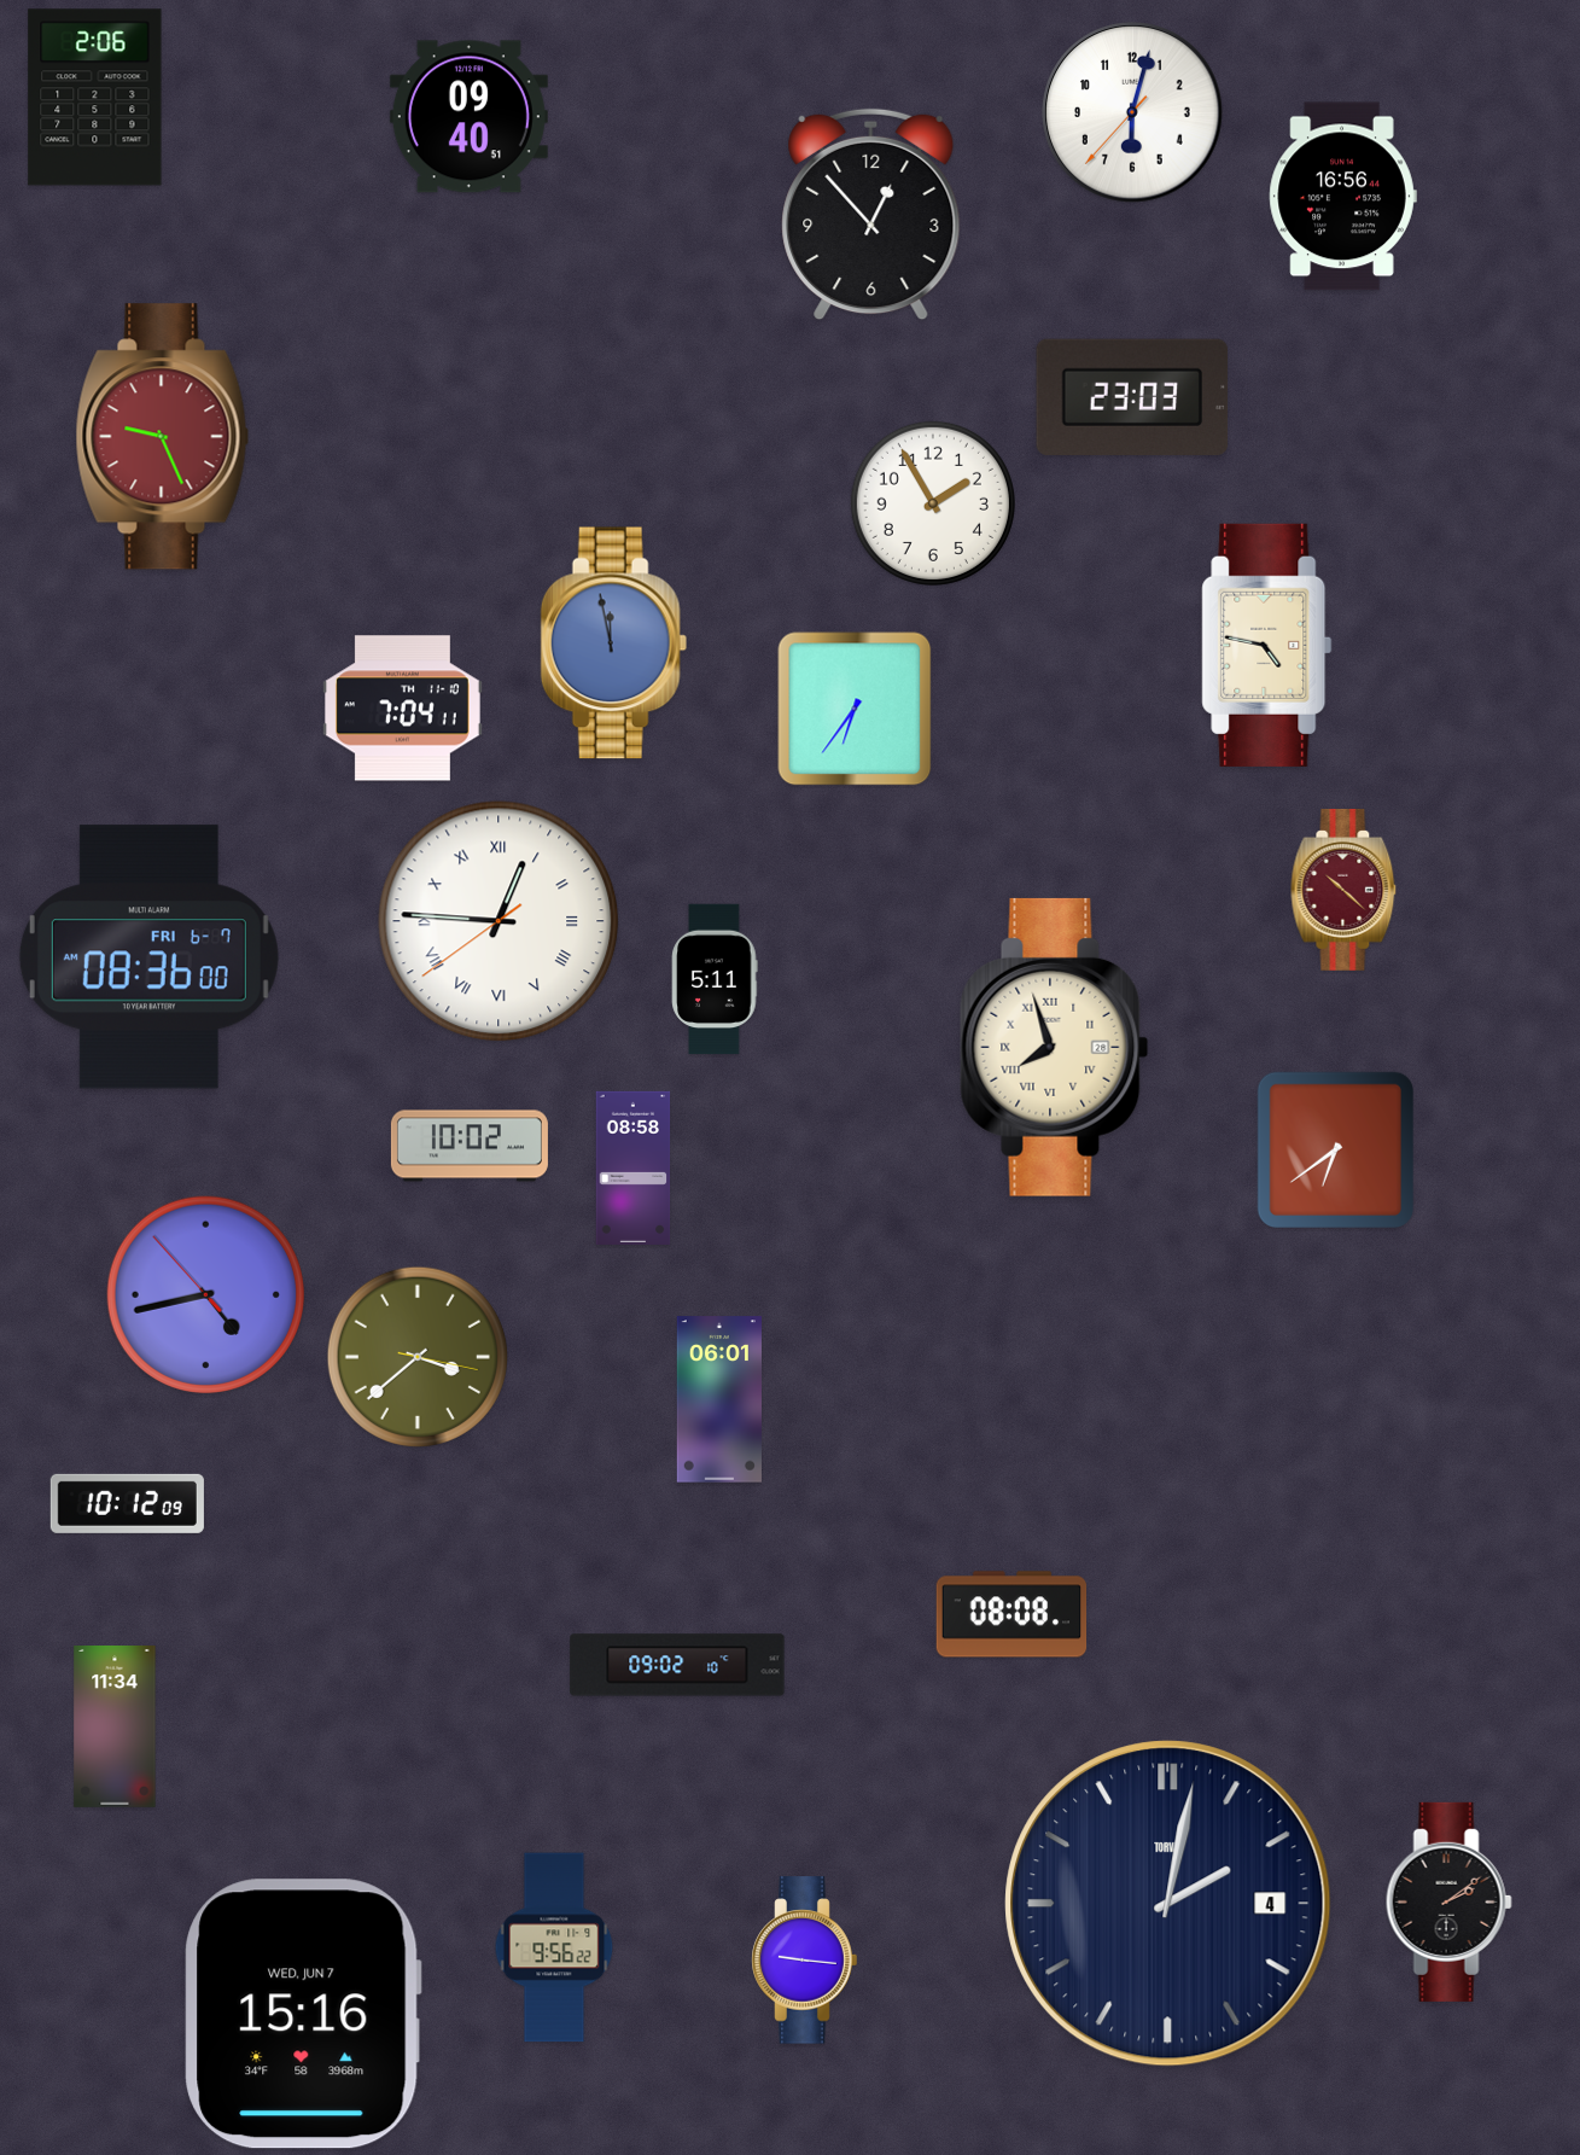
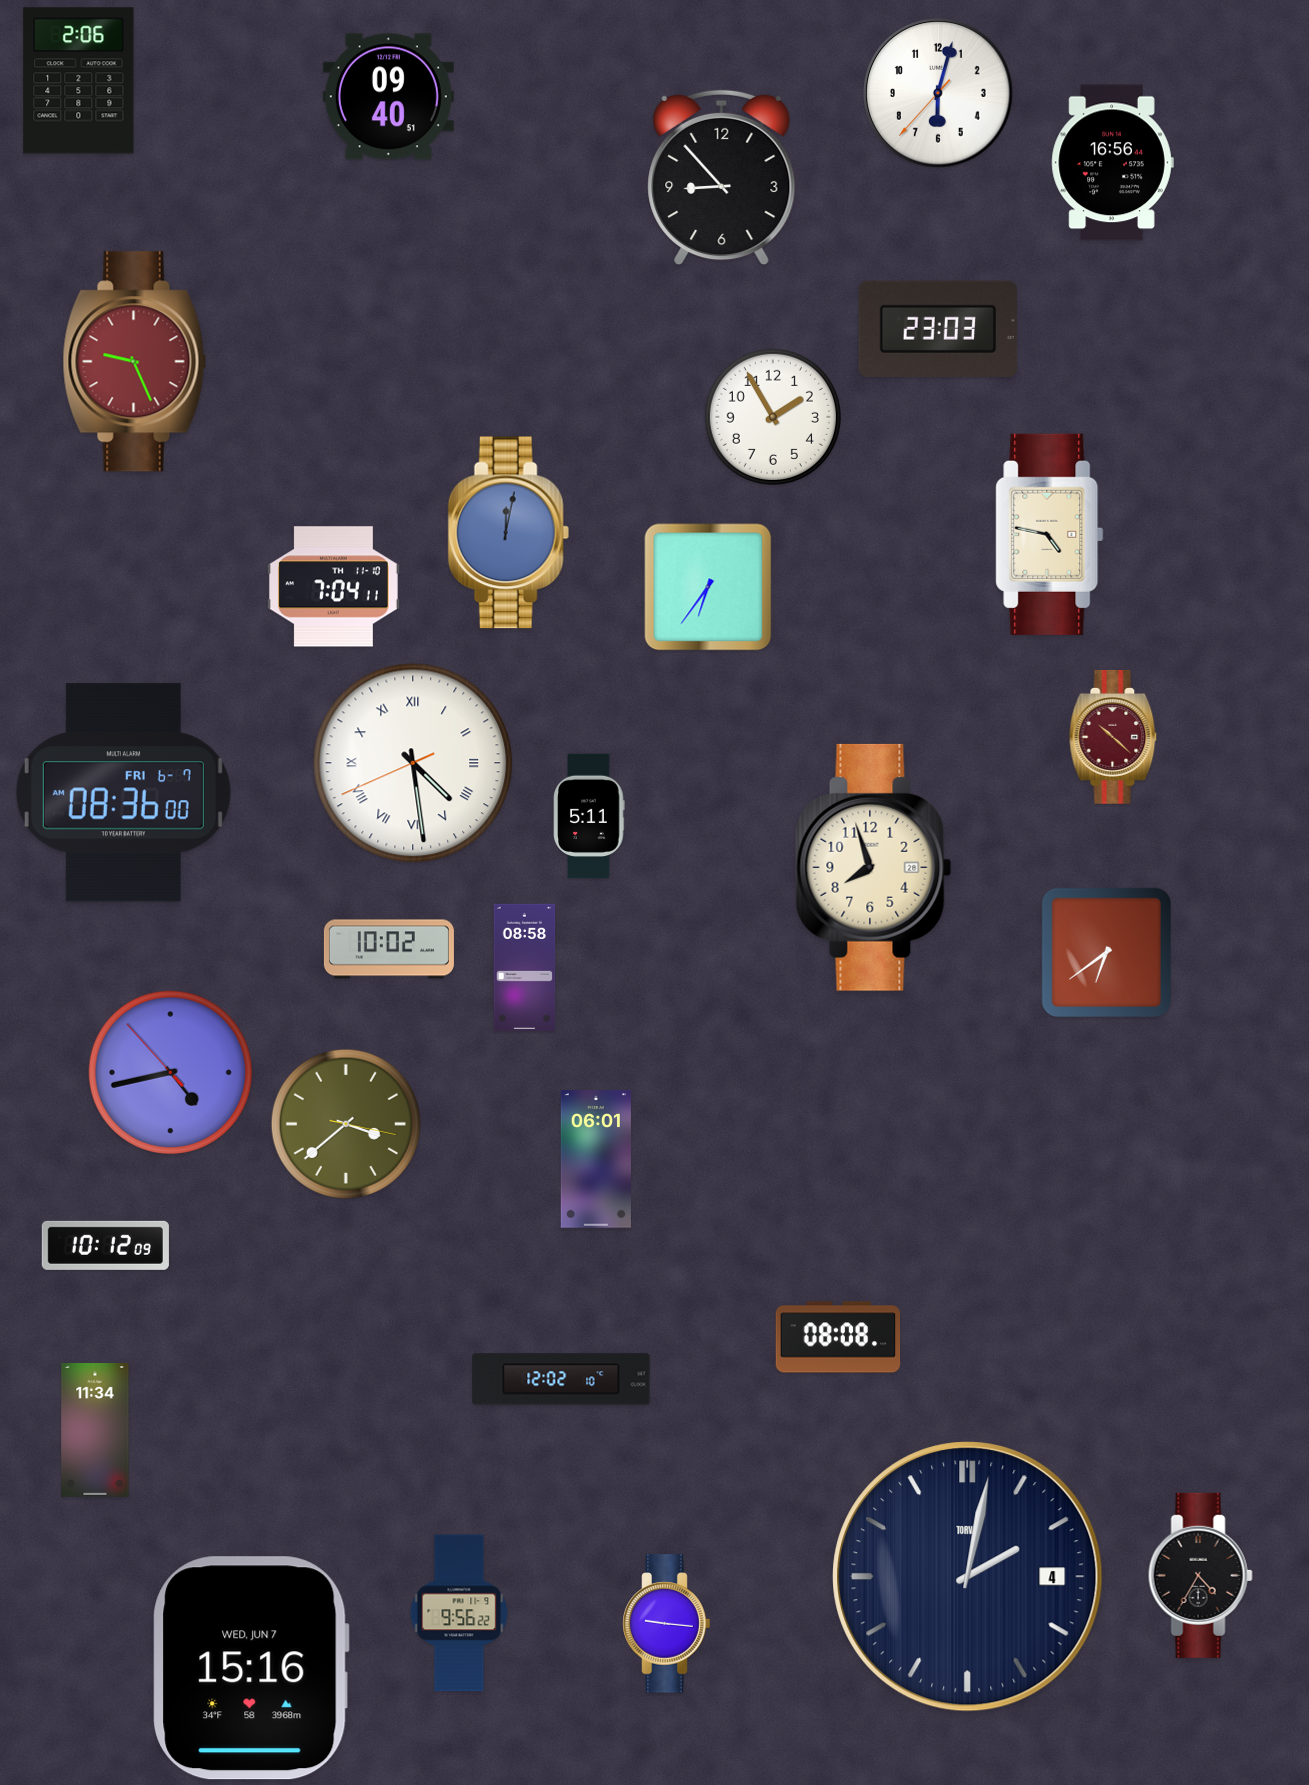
clock at (871, 215): 12:53 -> 8:53
clock at (613, 643): 11:58 -> 12:02
clock at (499, 921): 12:45 -> 4:28
clock at (715, 979) position: (715, 979) -> (589, 816)
clock at (1055, 1047) numerals: Roman -> Arabic
clock at (677, 1665): 09:02 -> 12:02
clock at (1448, 1901): 2:09 -> 4:35
